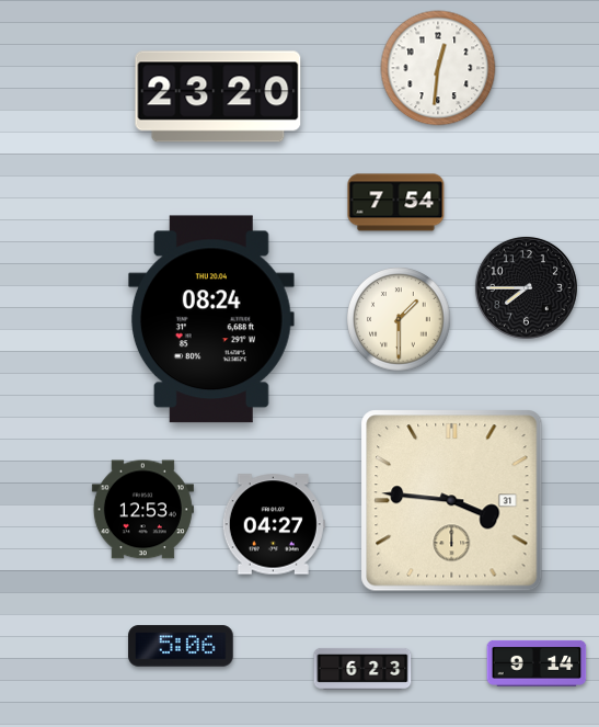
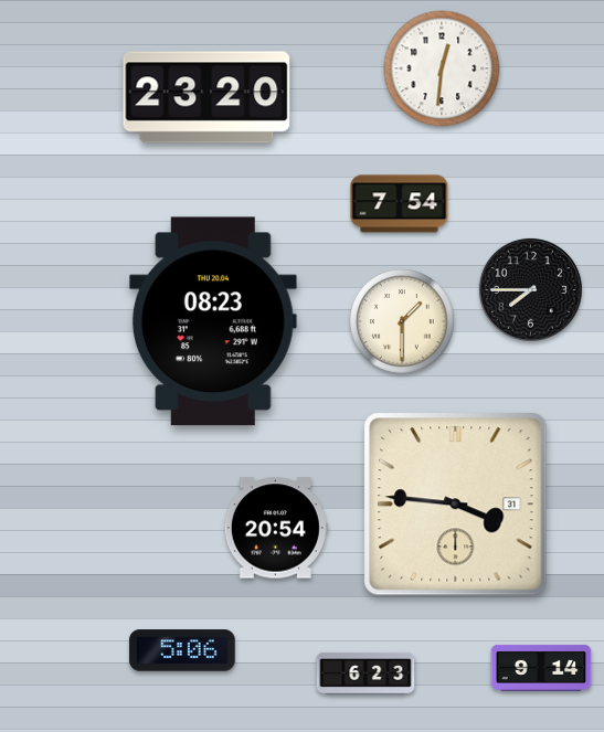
clock at (218, 96) position: (218, 96) -> (206, 97)
clock at (211, 319): 08:24 -> 08:23
clock at (142, 510): 12:53 -> none
clock at (274, 524): 04:27 -> 20:54
